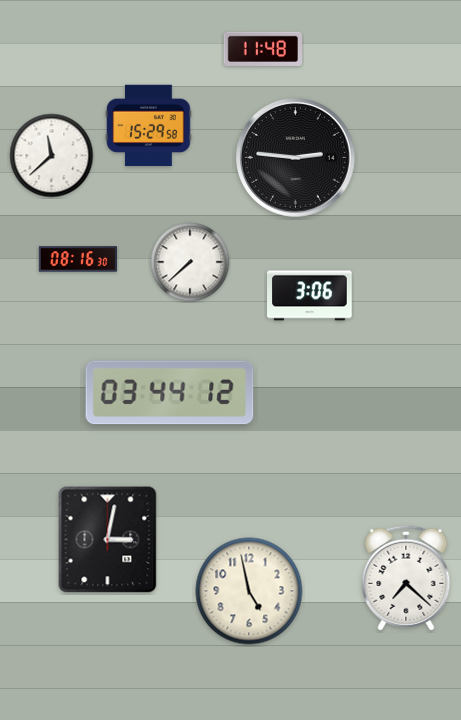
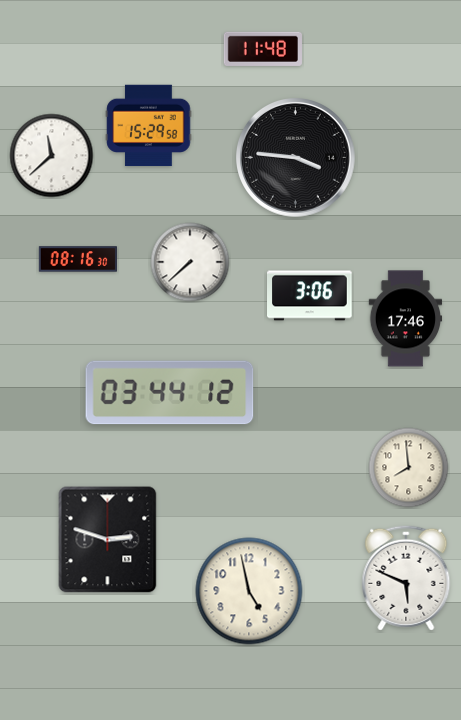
clock at (296, 158): 2:46 -> 3:46
clock at (406, 319): none -> 17:46
clock at (409, 468): none -> 7:59
clock at (108, 540): 3:02 -> 2:48
clock at (406, 578): 7:22 -> 5:49
